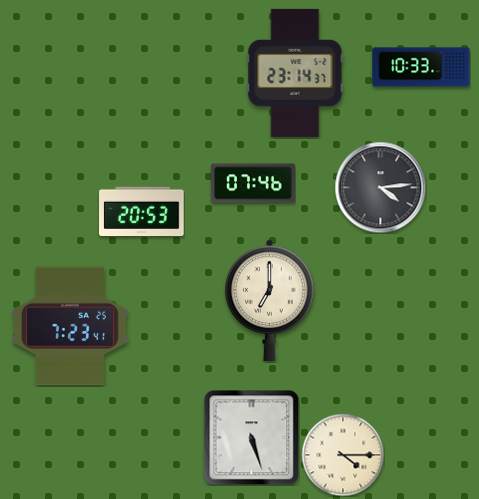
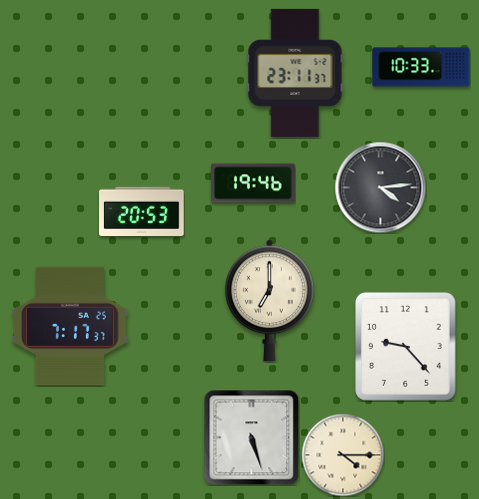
clock at (295, 73): 23:14 -> 23:11
clock at (253, 183): 07:46 -> 19:46
clock at (71, 326): 7:23 -> 7:17
clock at (406, 347): none -> 9:23
